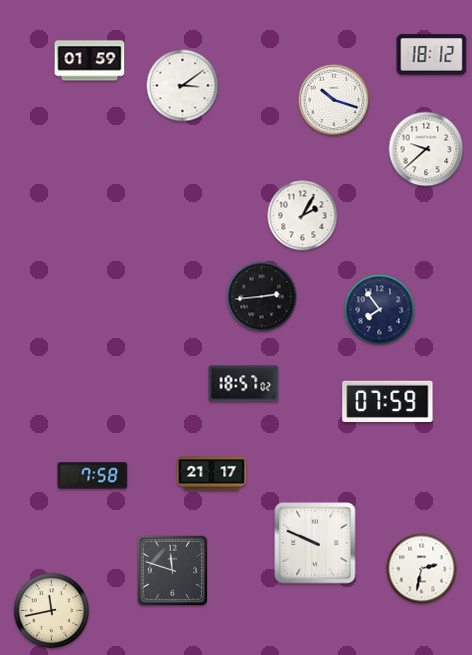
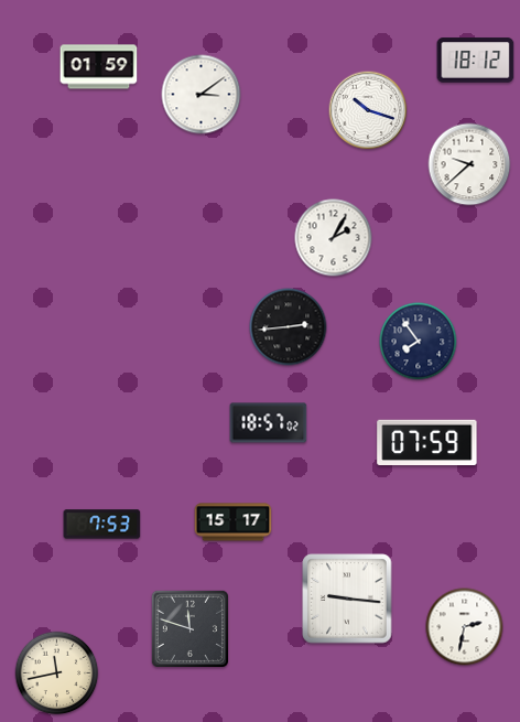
clock at (212, 474): 21:17 -> 15:17
clock at (93, 476): 7:58 -> 7:53
clock at (315, 543): 9:49 -> 9:16
